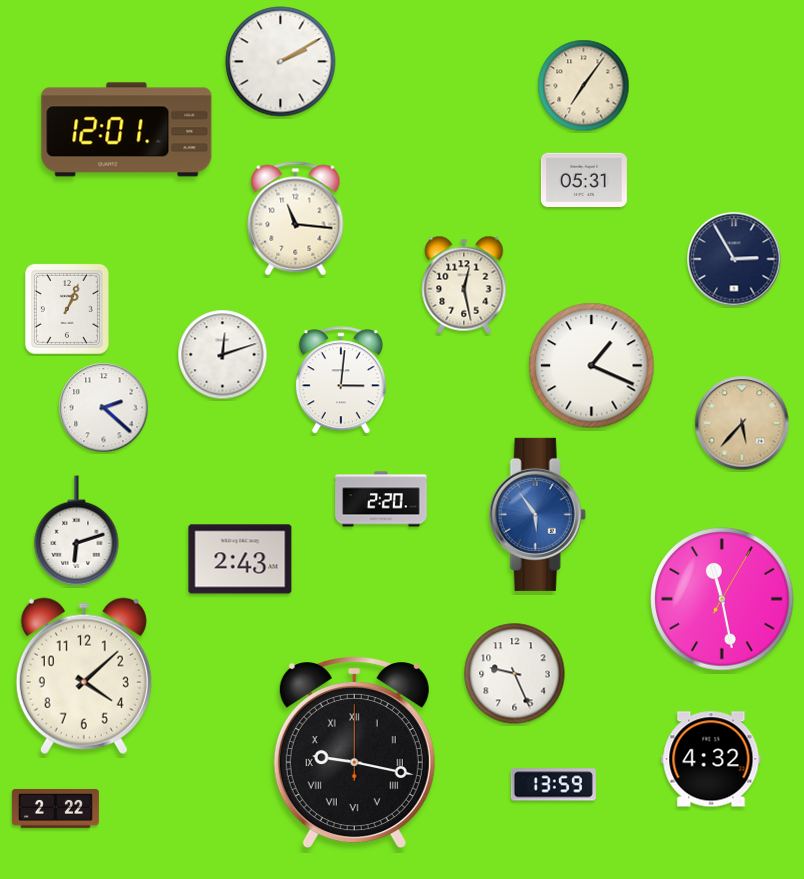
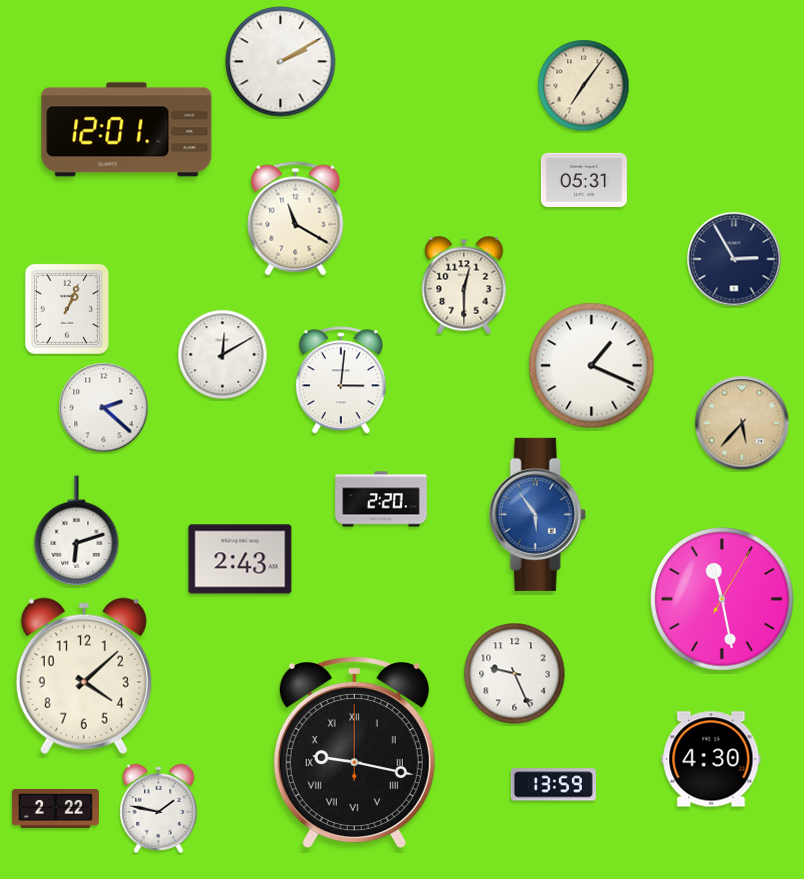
clock at (296, 219): 11:16 -> 11:20
clock at (464, 285): 12:28 -> 12:30
clock at (223, 355): 12:12 -> 12:10
clock at (711, 759): 4:32 -> 4:30
clock at (159, 808): none -> 1:47
